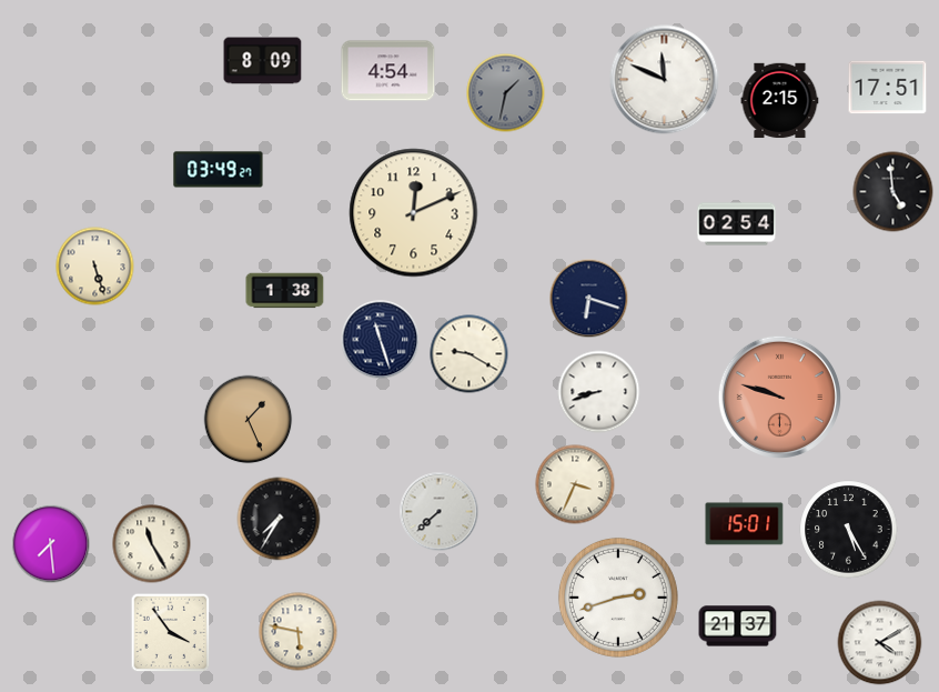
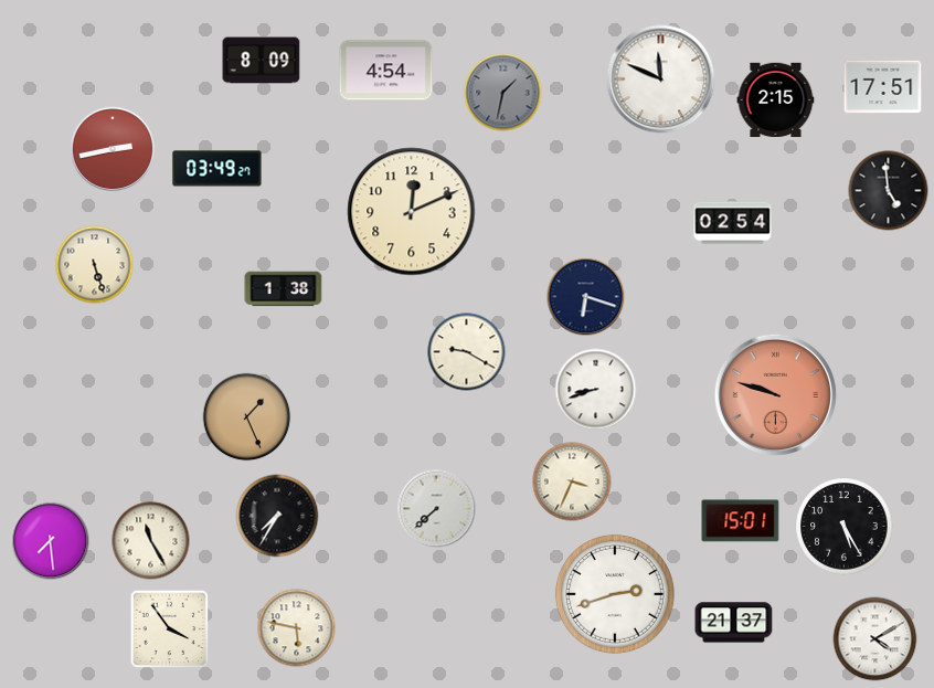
clock at (113, 149): none -> 2:43
clock at (381, 340): 11:27 -> none
